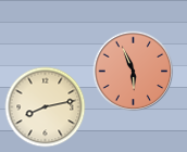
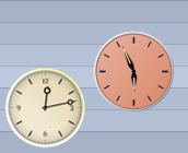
clock at (46, 107): 8:13 -> 12:13
